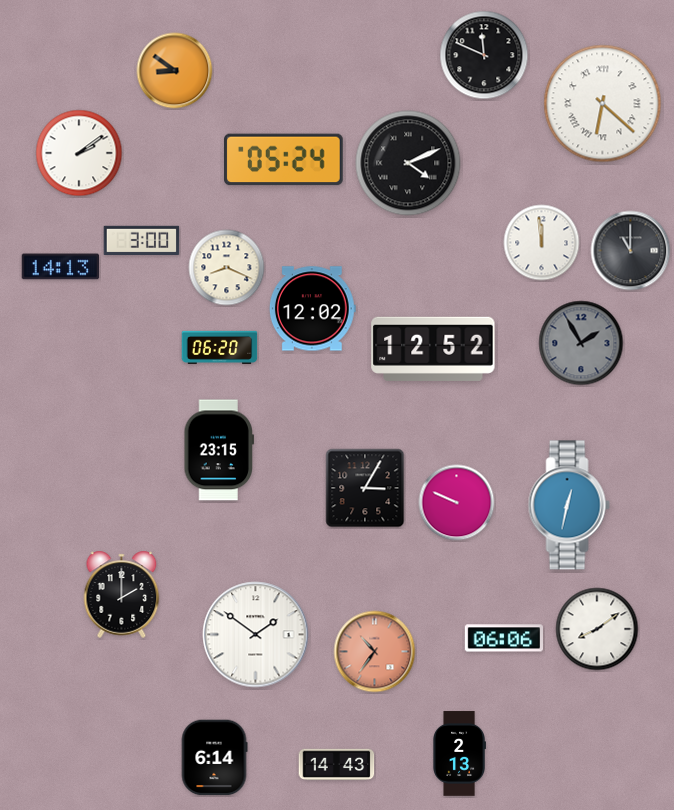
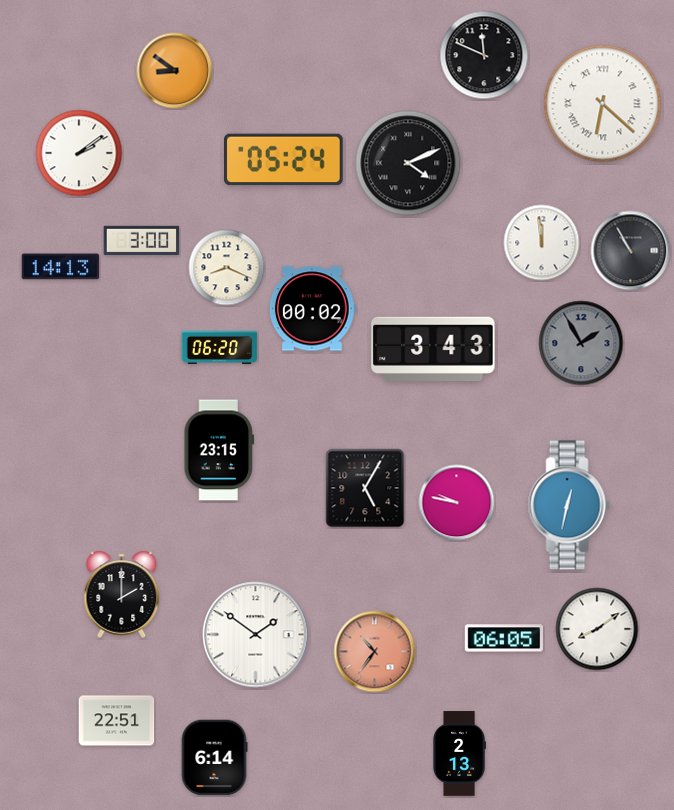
clock at (631, 251): 11:00 -> 10:55
clock at (312, 309): 12:02 -> 00:02
clock at (433, 349): 12:52 -> 3:43
clock at (365, 488): 3:05 -> 5:05
clock at (457, 503): 9:49 -> 9:47
clock at (503, 638): 06:06 -> 06:05
clock at (117, 721): none -> 22:51
clock at (337, 765): 14:43 -> none
